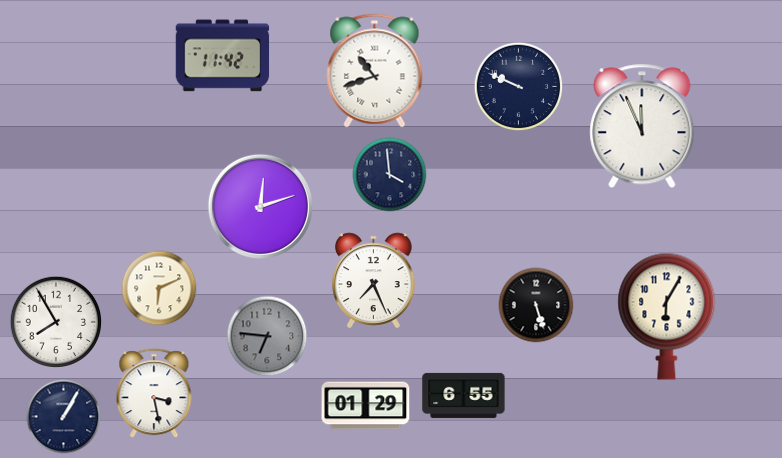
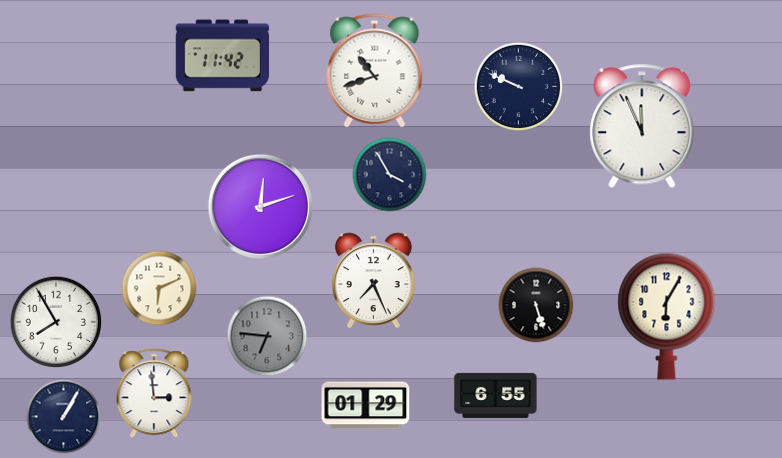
clock at (390, 175): 3:59 -> 3:55
clock at (154, 394): 3:28 -> 2:59
clock at (464, 395) position: (464, 395) -> (496, 395)
